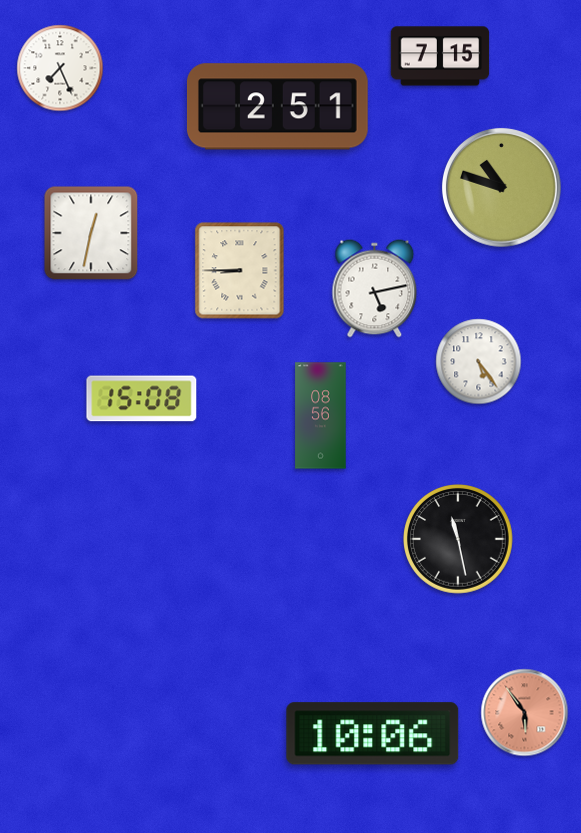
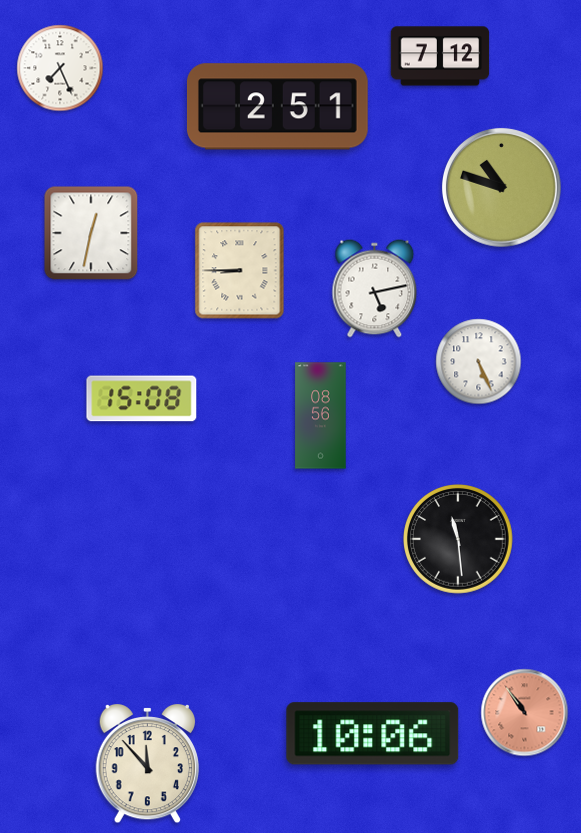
clock at (440, 56): 7:15 -> 7:12
clock at (479, 362): 5:24 -> 5:26
clock at (459, 540): 11:28 -> 11:29
clock at (525, 713): 5:54 -> 10:54
clock at (147, 764): none -> 11:53
